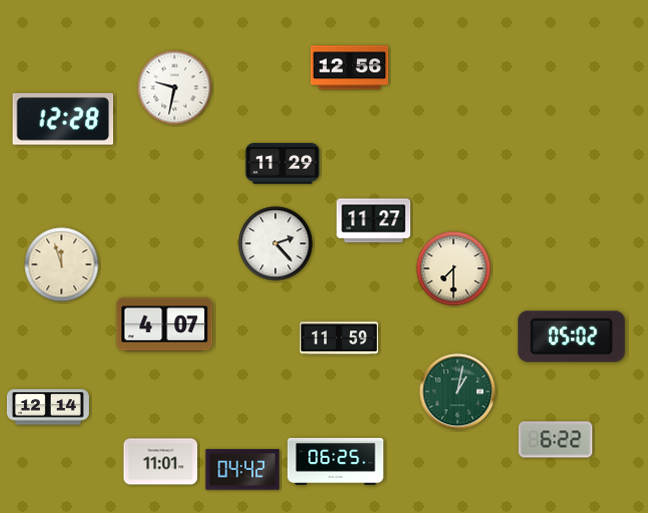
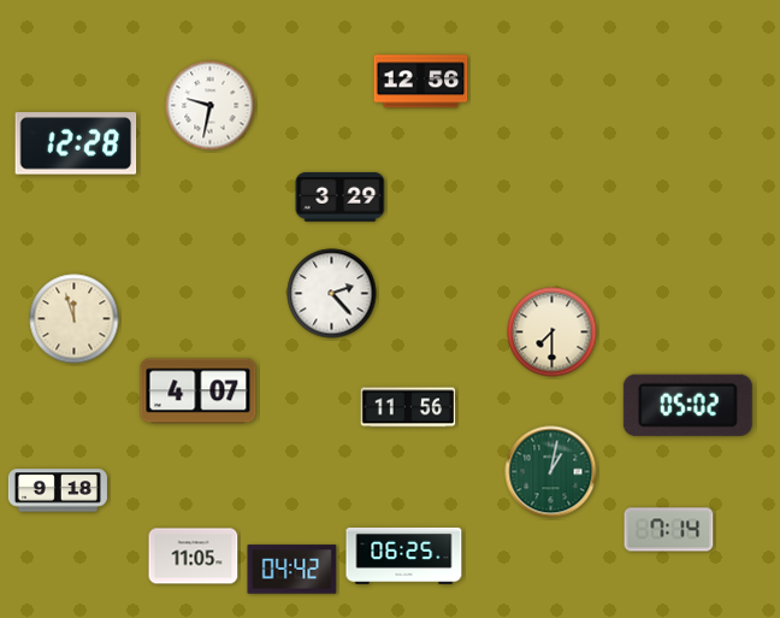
clock at (283, 163): 11:29 -> 3:29
clock at (374, 221): 11:27 -> none
clock at (454, 269) position: (454, 269) -> (552, 332)
clock at (339, 338): 11:59 -> 11:56
clock at (48, 407): 12:14 -> 9:18
clock at (556, 440): 6:22 -> 7:14
clock at (161, 462): 11:01 -> 11:05
clock at (243, 470) position: (243, 470) -> (292, 570)
